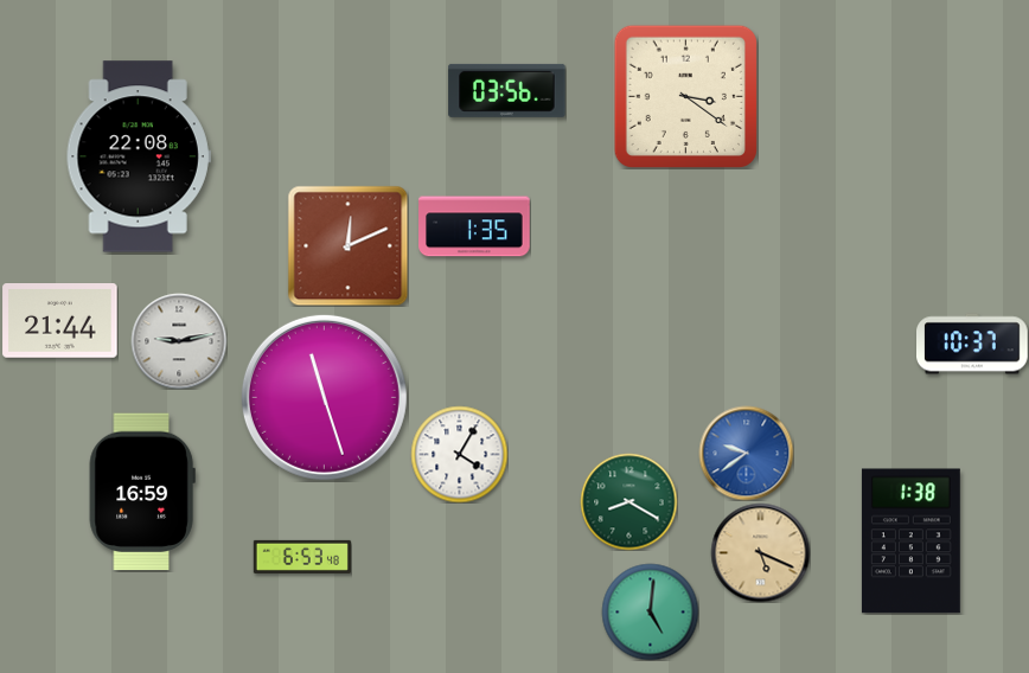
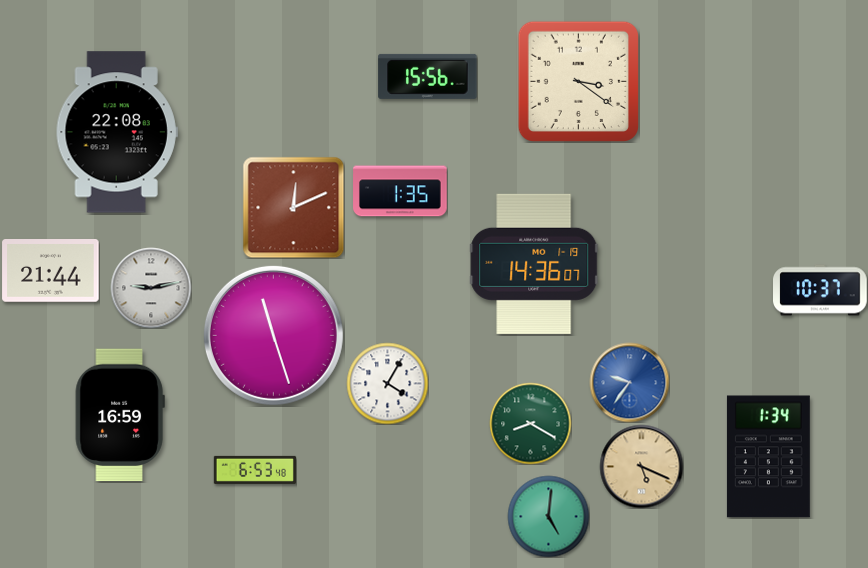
clock at (507, 90): 03:56 -> 15:56
clock at (534, 264): none -> 14:36
clock at (746, 453): 9:39 -> 9:36
clock at (910, 541): 1:38 -> 1:34
